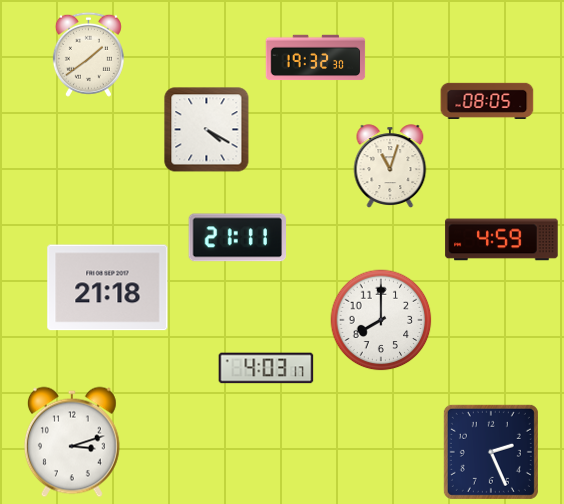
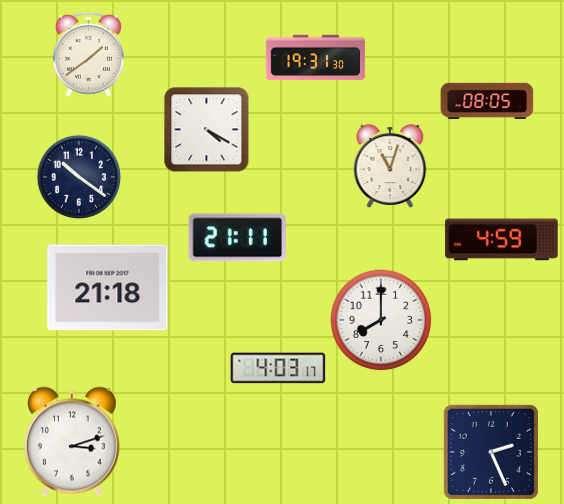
clock at (316, 58): 19:32 -> 19:31
clock at (79, 177): none -> 10:21
clock at (266, 368) position: (266, 368) -> (278, 368)
